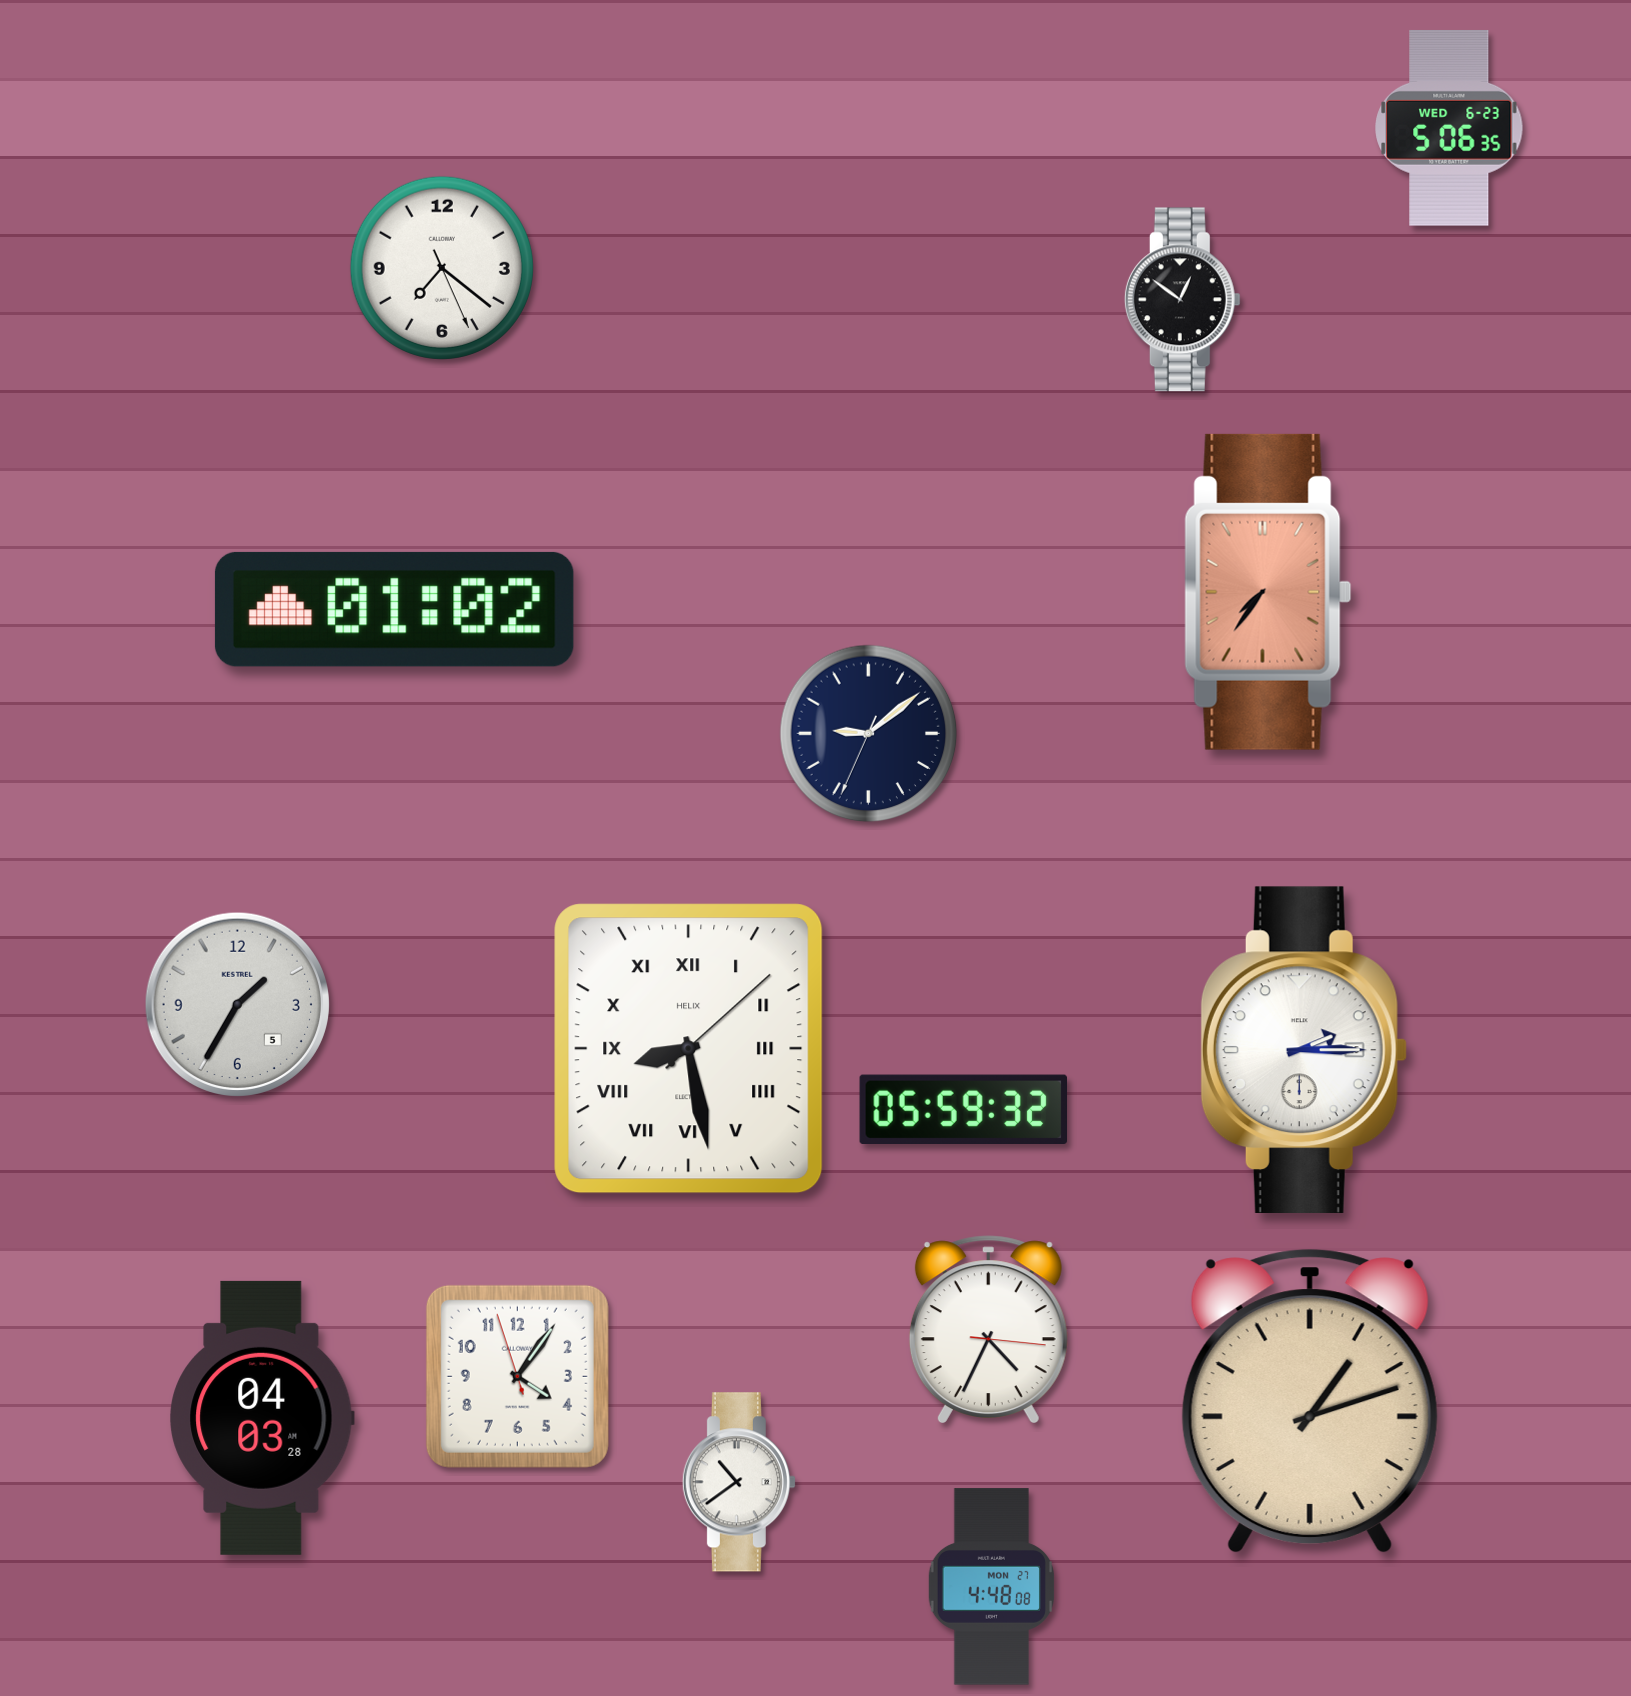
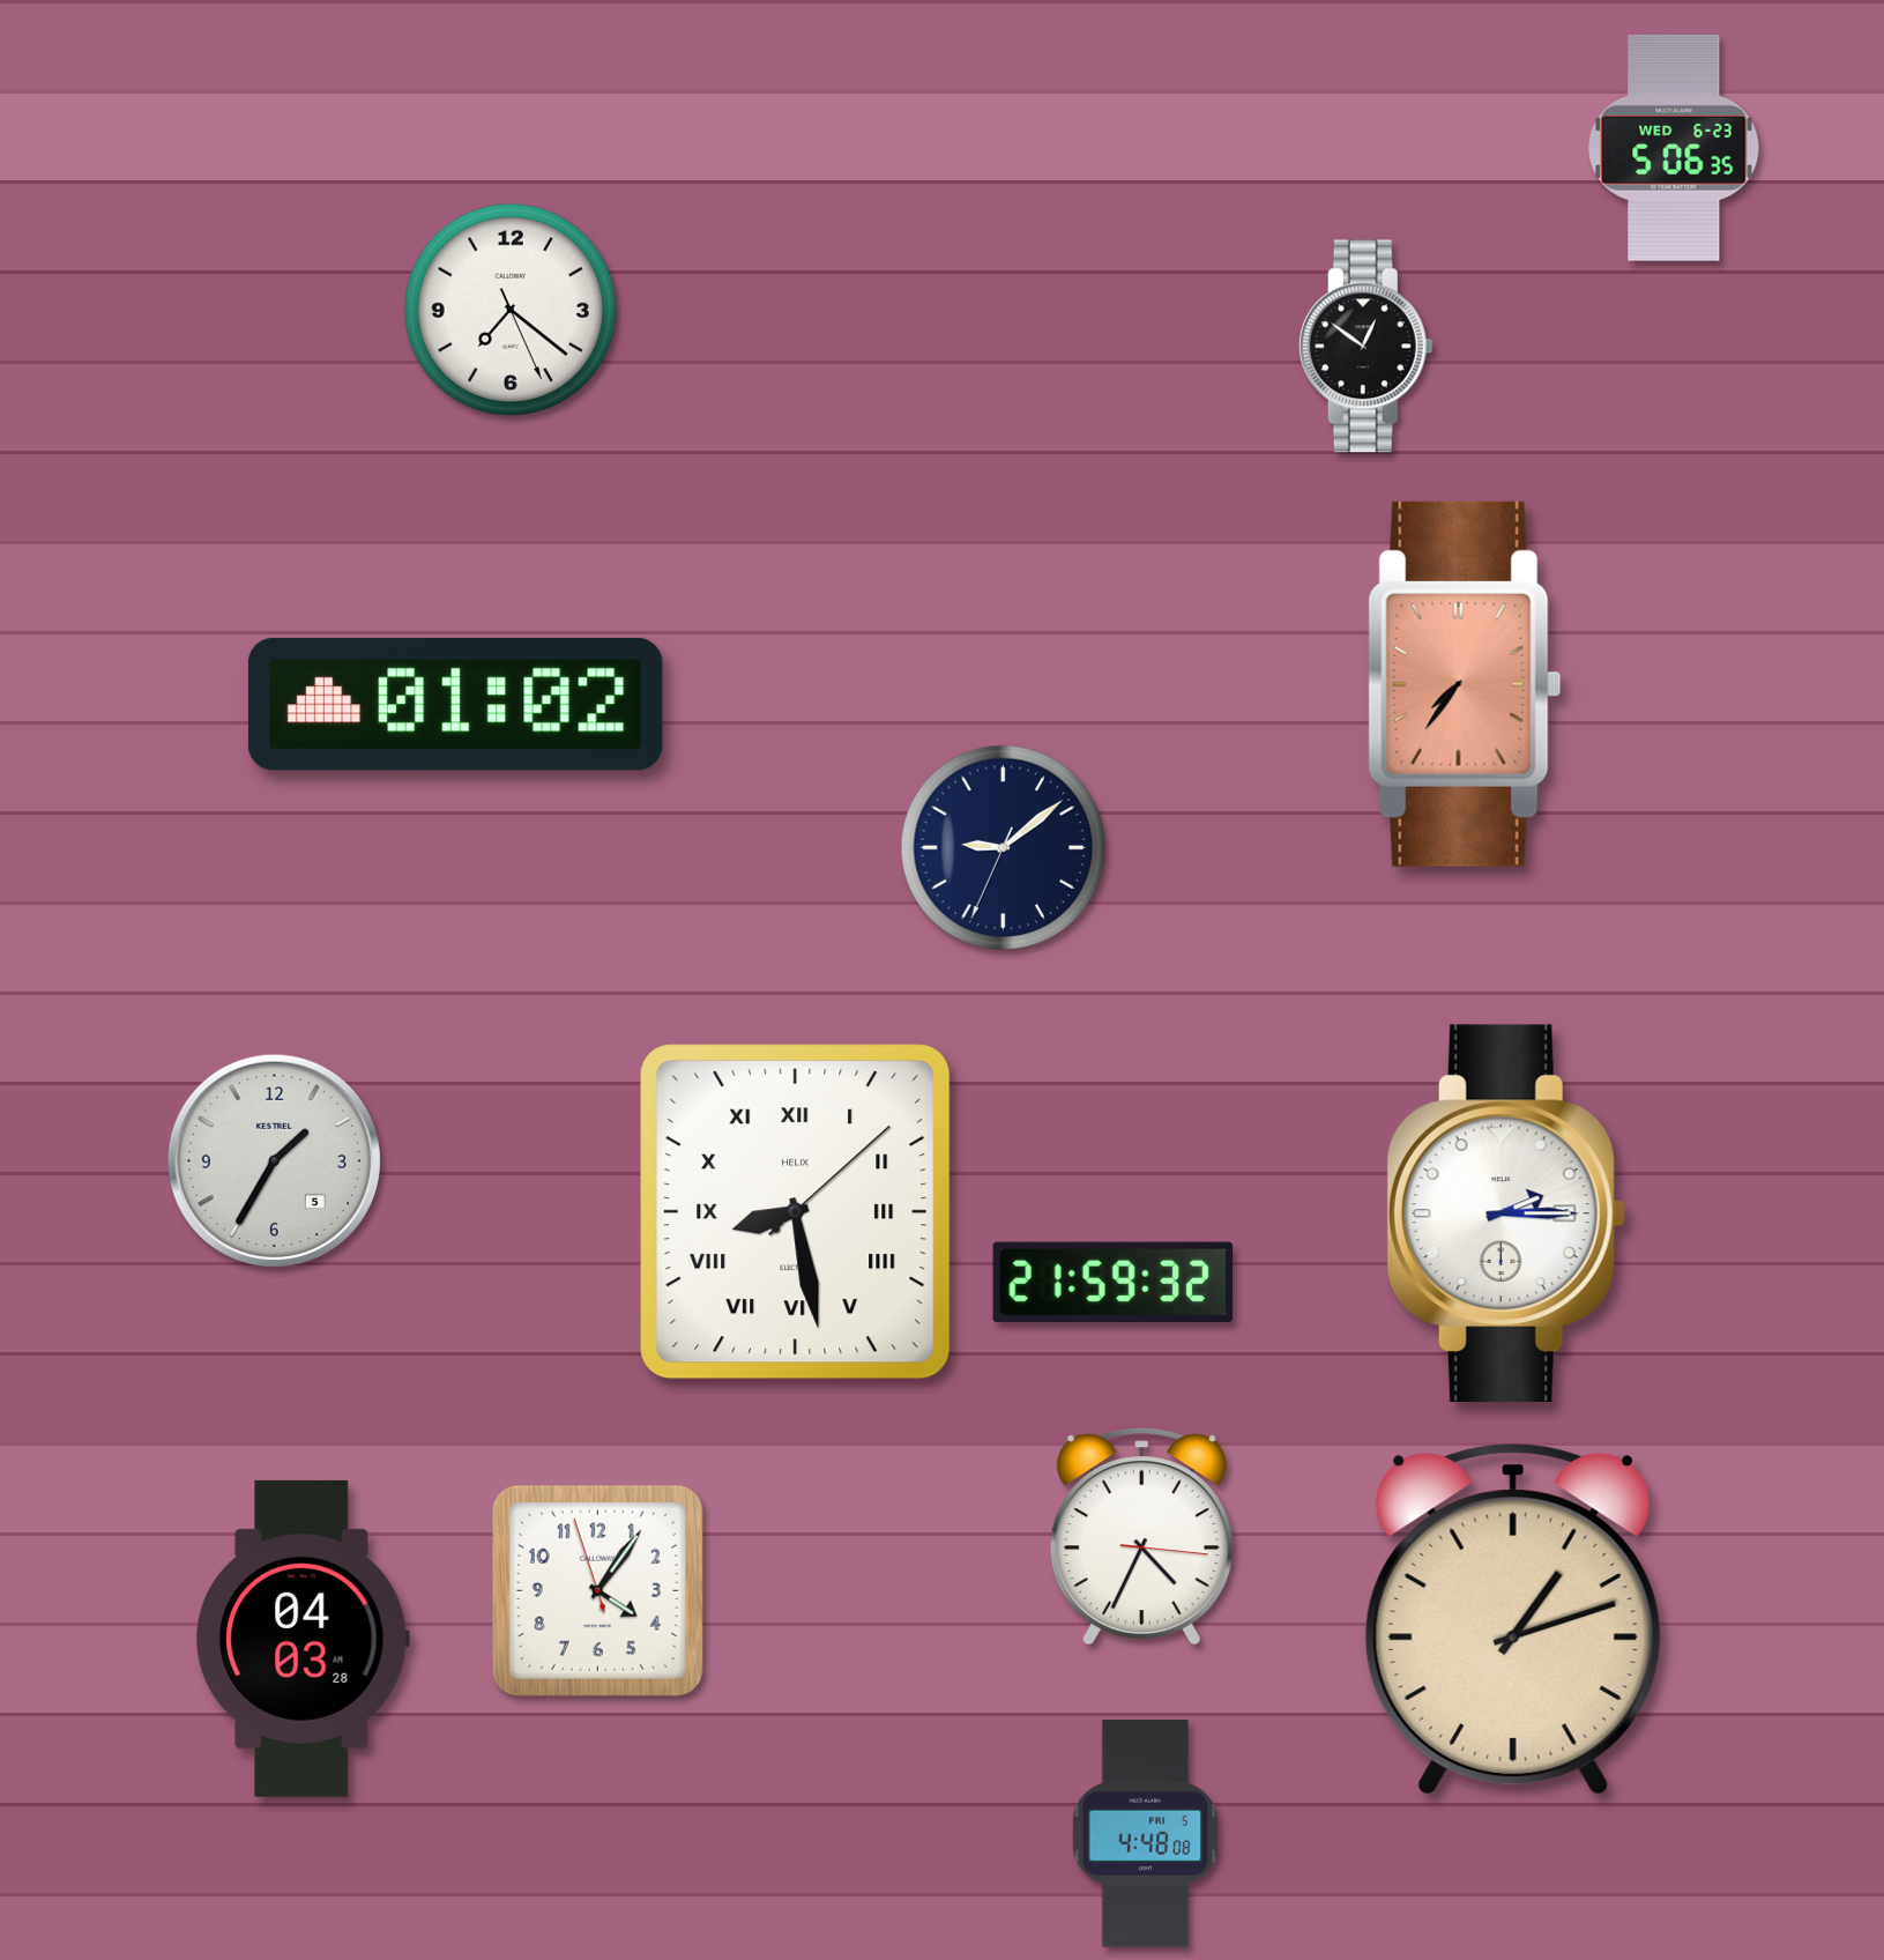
clock at (964, 1109): 05:59 -> 21:59
clock at (739, 1482): 10:39 -> none
clock at (991, 1587) date: MON 27 -> FRI 5
